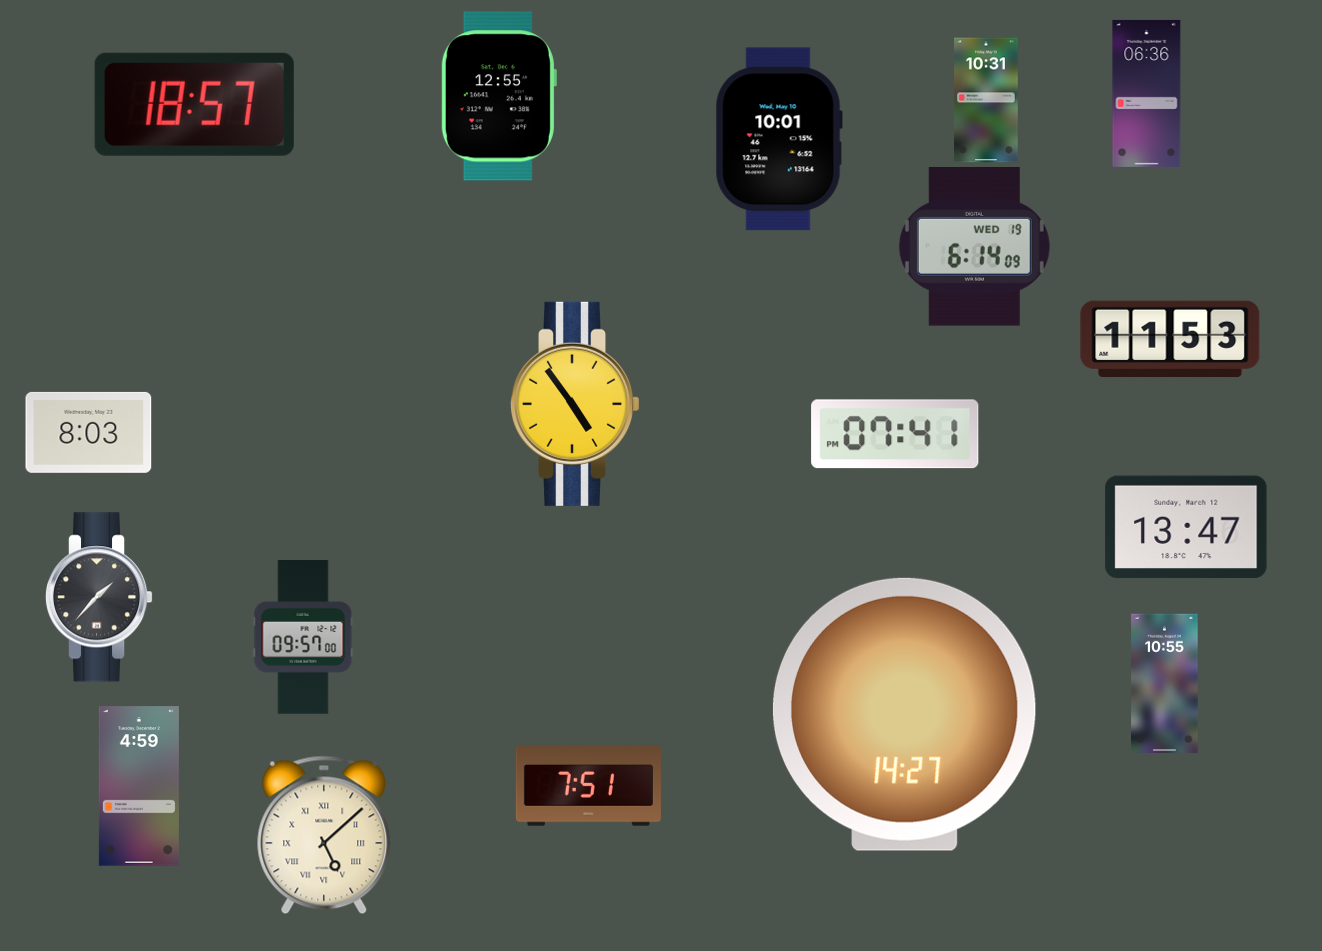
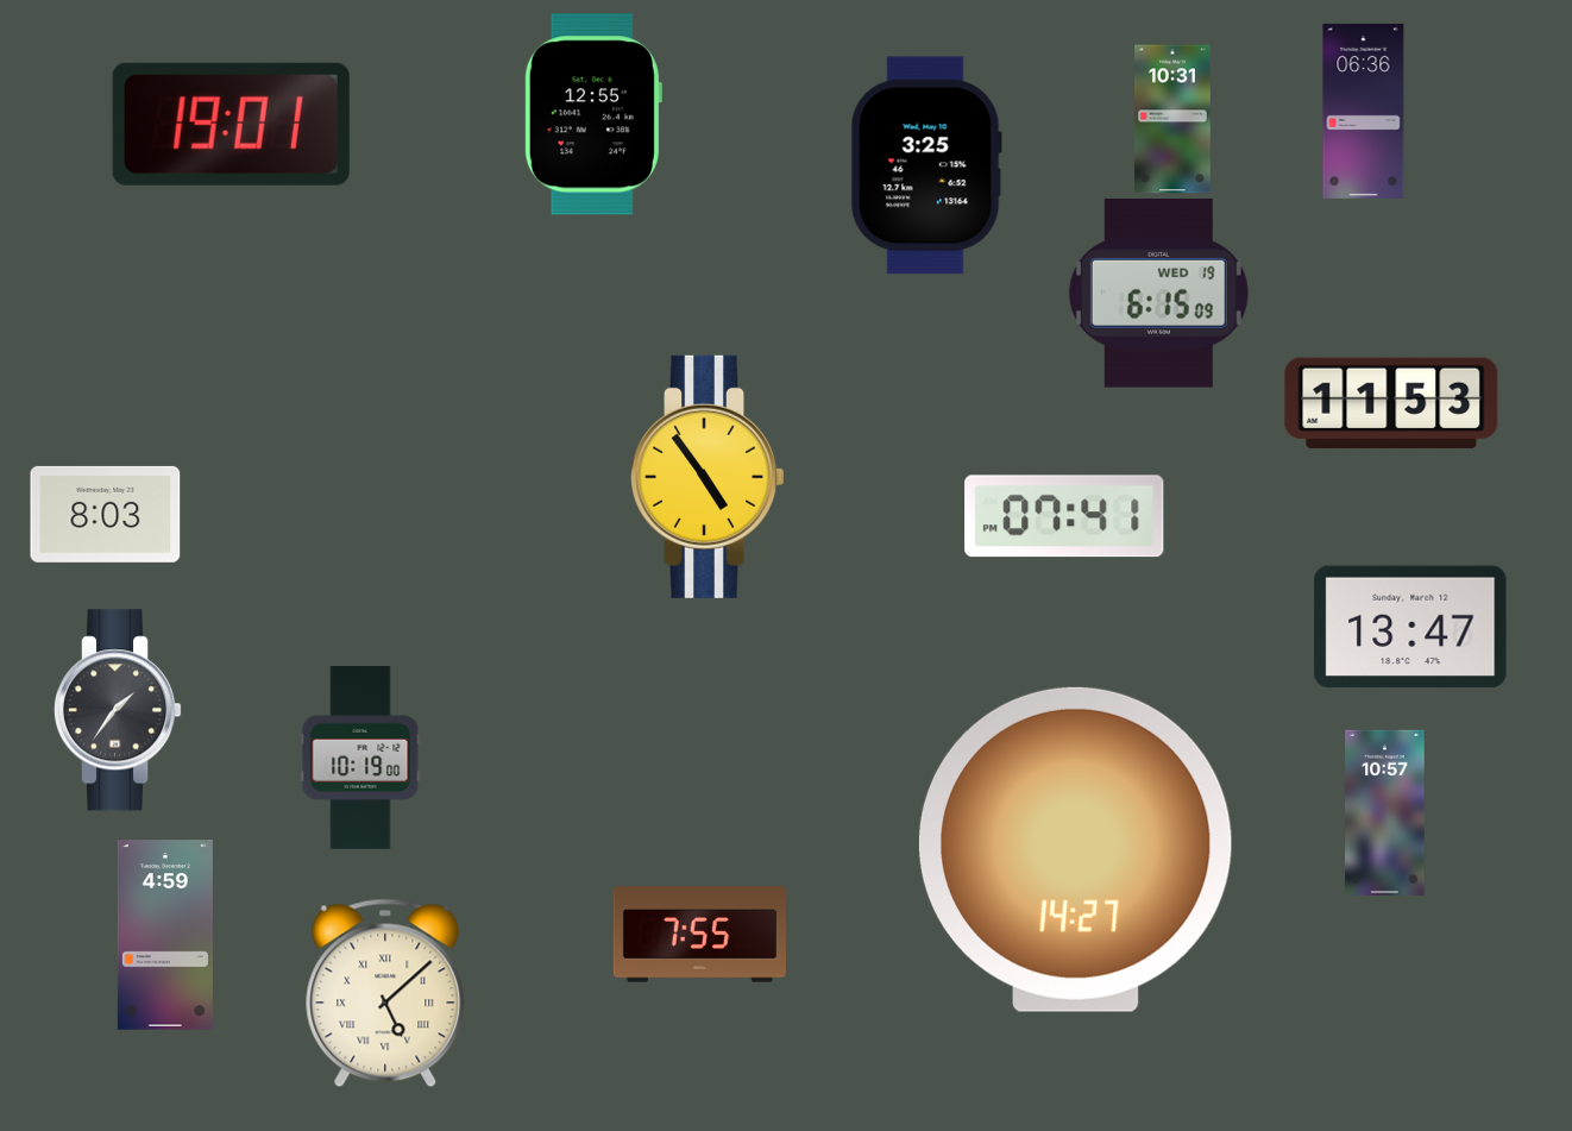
clock at (194, 104): 18:57 -> 19:01
clock at (779, 139): 10:01 -> 3:25
clock at (974, 247): 6:14 -> 6:15
clock at (576, 404) position: (576, 404) -> (709, 477)
clock at (99, 597): 1:37 -> 1:36
clock at (303, 638): 09:57 -> 10:19
clock at (1165, 684): 10:55 -> 10:57
clock at (588, 786): 7:51 -> 7:55
